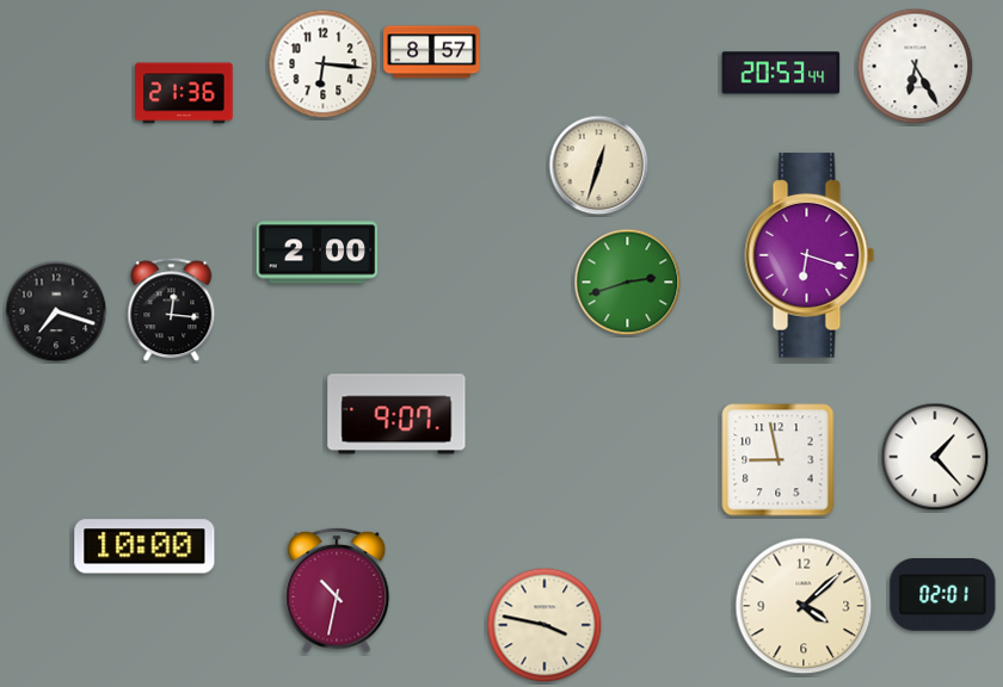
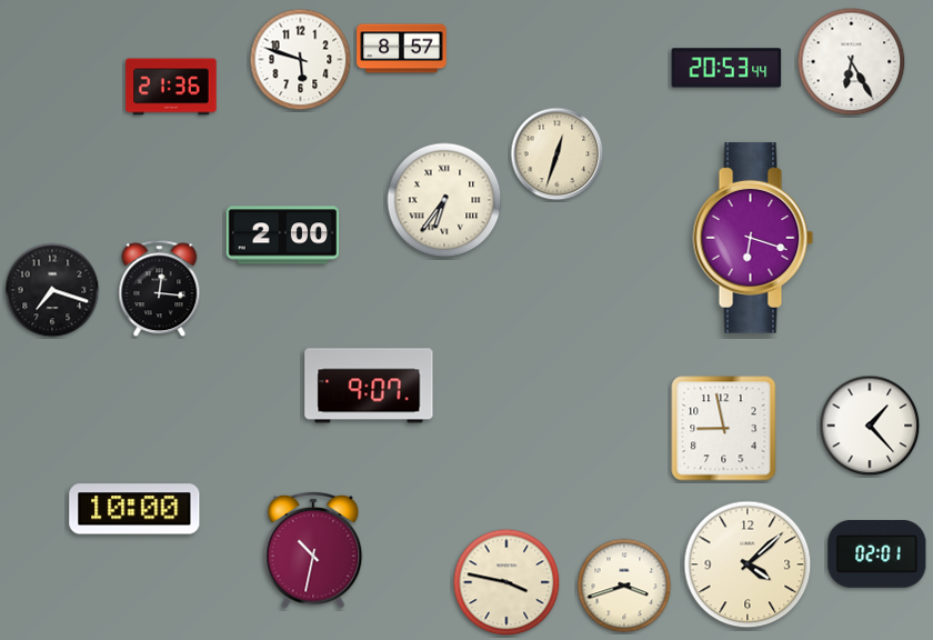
clock at (324, 64): 6:16 -> 5:48
clock at (444, 200): none -> 6:36
clock at (318, 253) position: (318, 253) -> (283, 236)
clock at (628, 283): 2:42 -> none
clock at (624, 586): none -> 3:42
